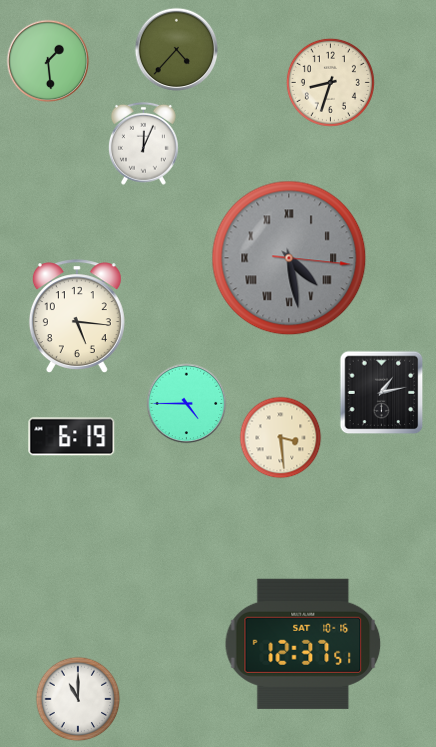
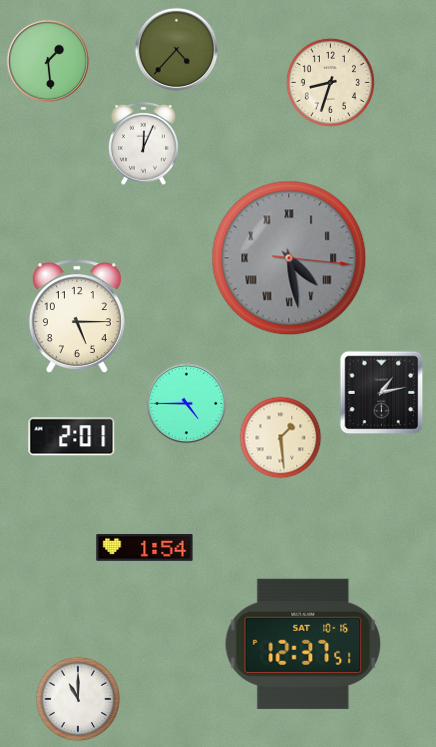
clock at (77, 316): 5:16 -> 5:15
clock at (72, 437): 6:19 -> 2:01
clock at (281, 438): 3:29 -> 1:29
clock at (145, 548): none -> 1:54
